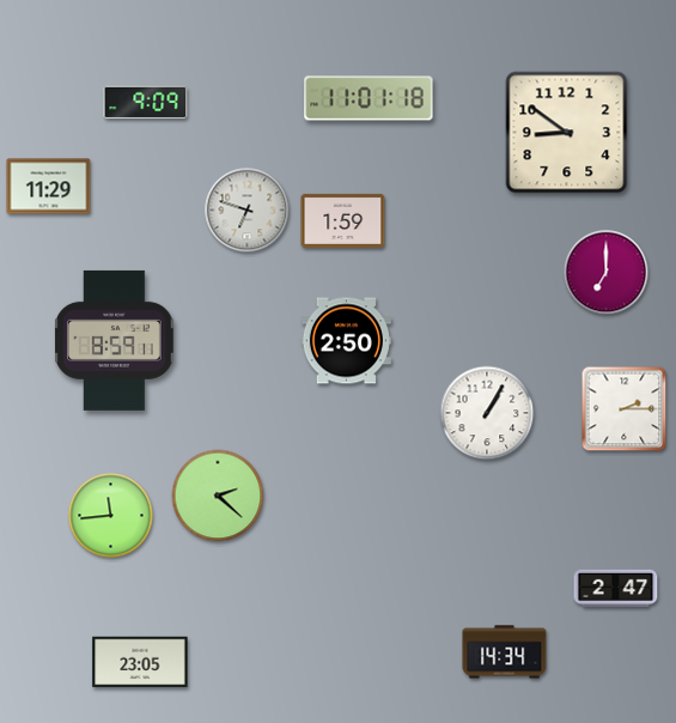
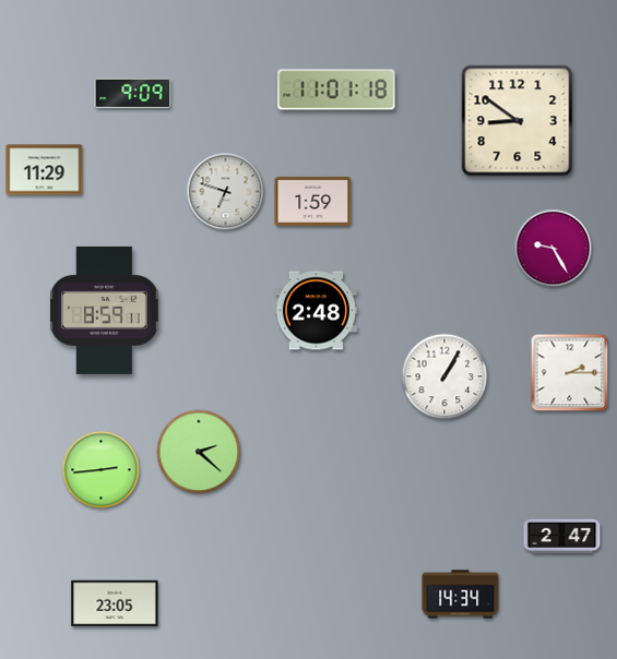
clock at (607, 273): 7:00 -> 9:25
clock at (346, 341): 2:50 -> 2:48
clock at (111, 516): 11:44 -> 2:44
clock at (140, 662) position: (140, 662) -> (115, 603)
